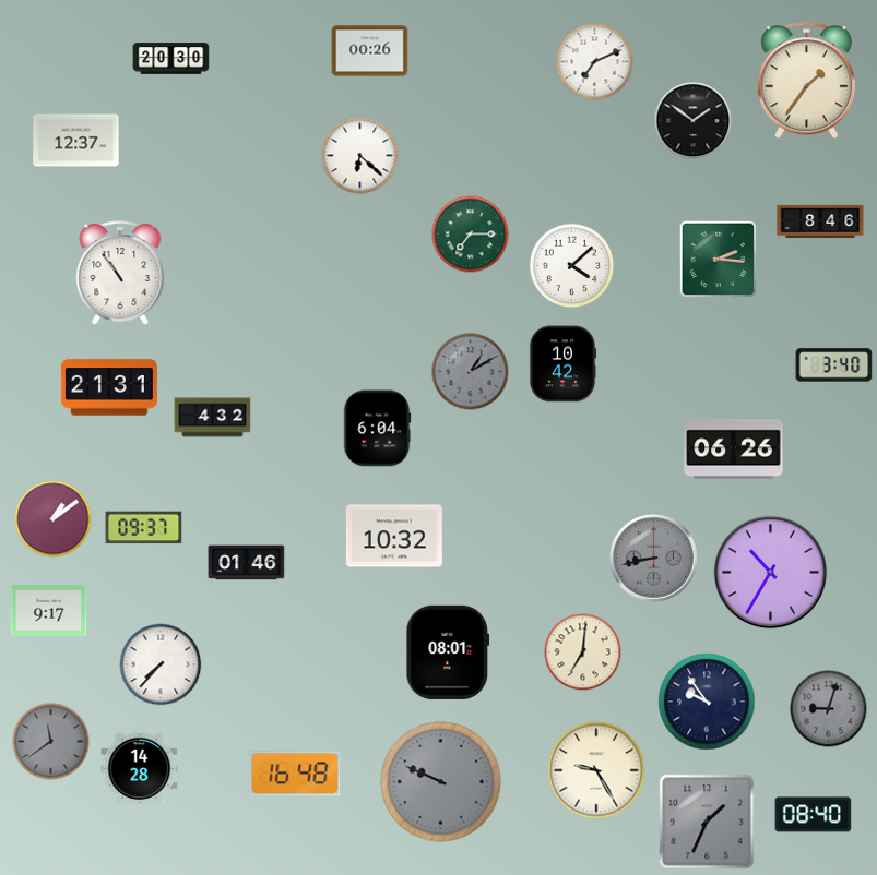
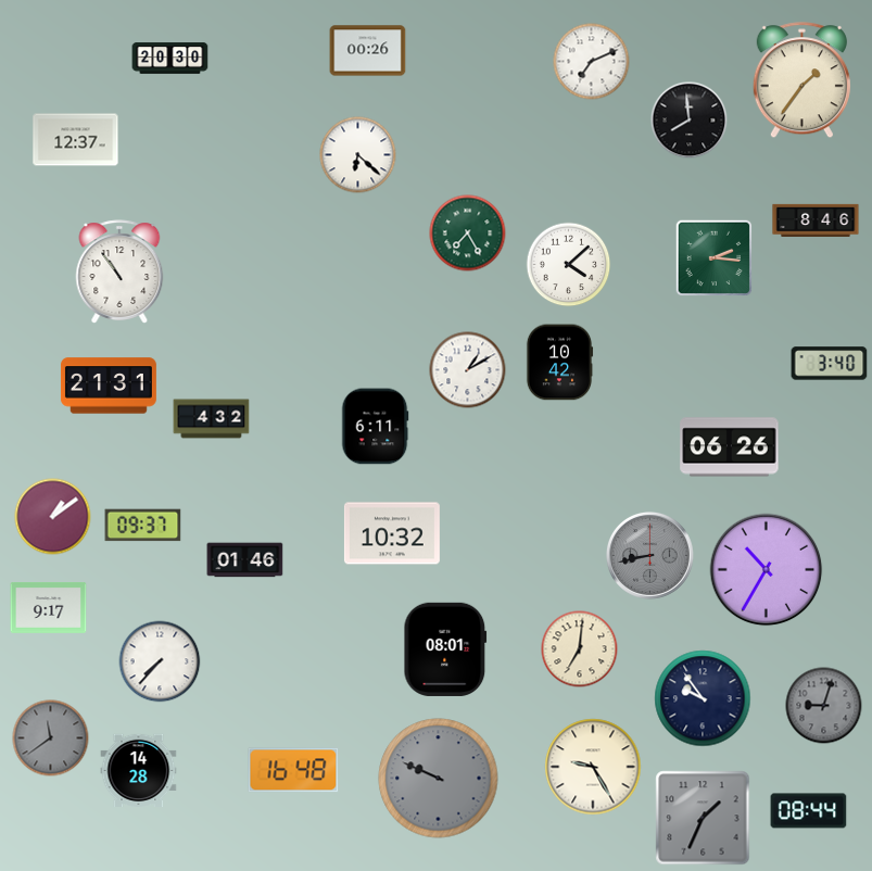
clock at (694, 121): 1:51 -> 7:59
clock at (471, 235): 7:15 -> 7:25
clock at (471, 372) dial: grey -> white
clock at (213, 418) position: (213, 418) -> (212, 419)
clock at (377, 429): 6:04 -> 6:11
clock at (140, 768) position: (140, 768) -> (139, 770)
clock at (814, 815): 08:40 -> 08:44
